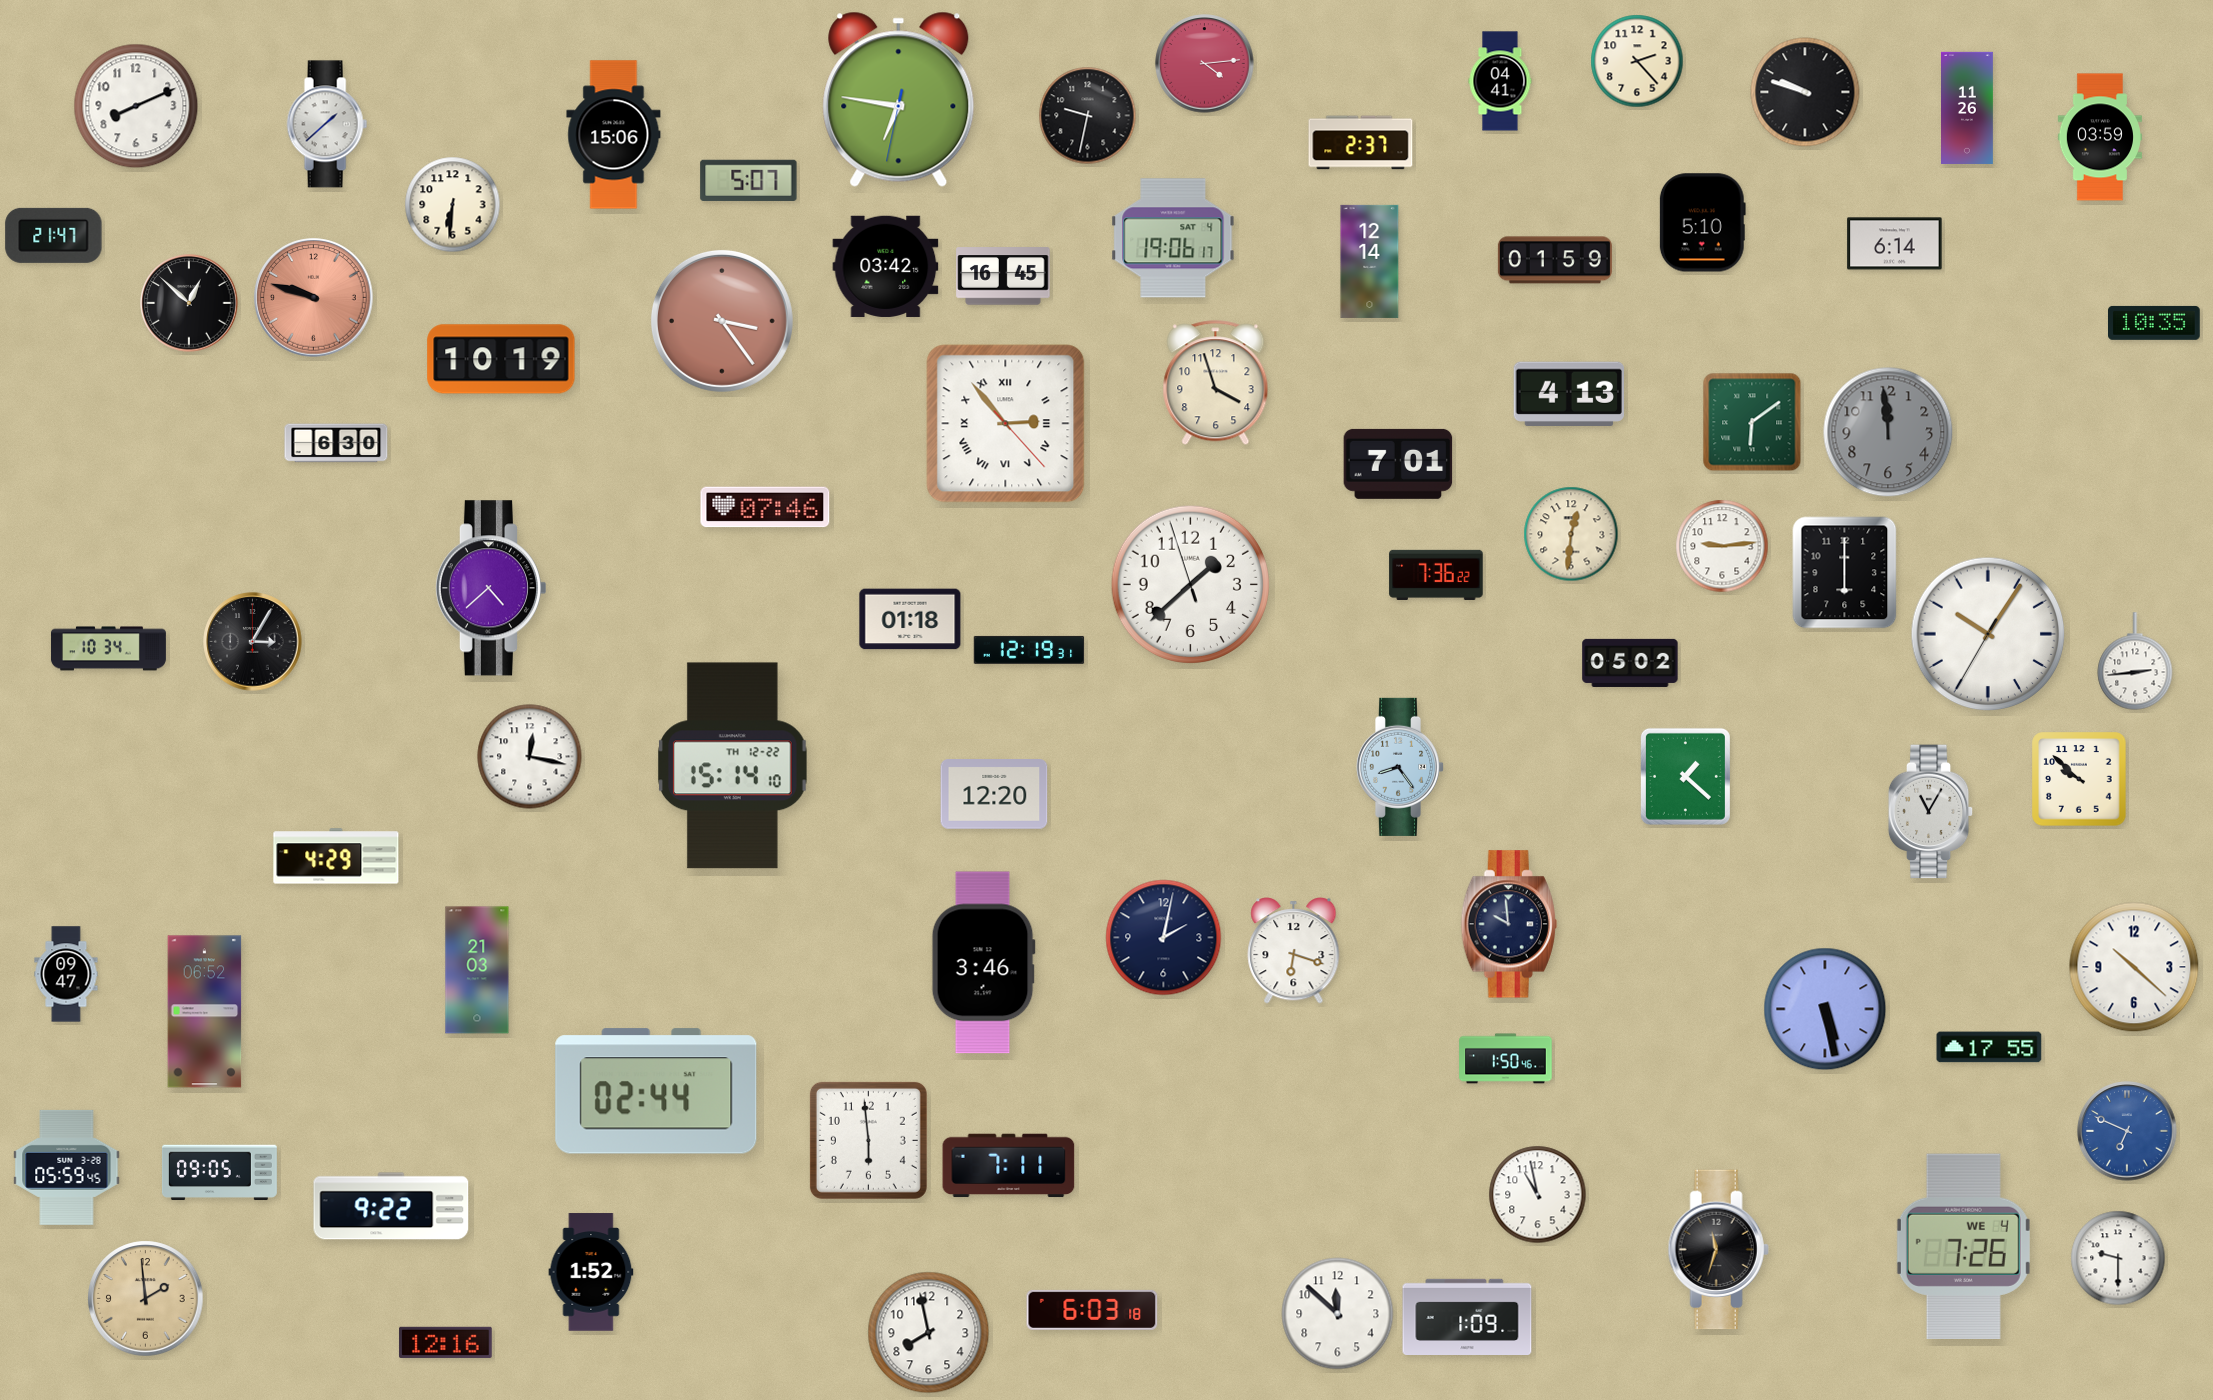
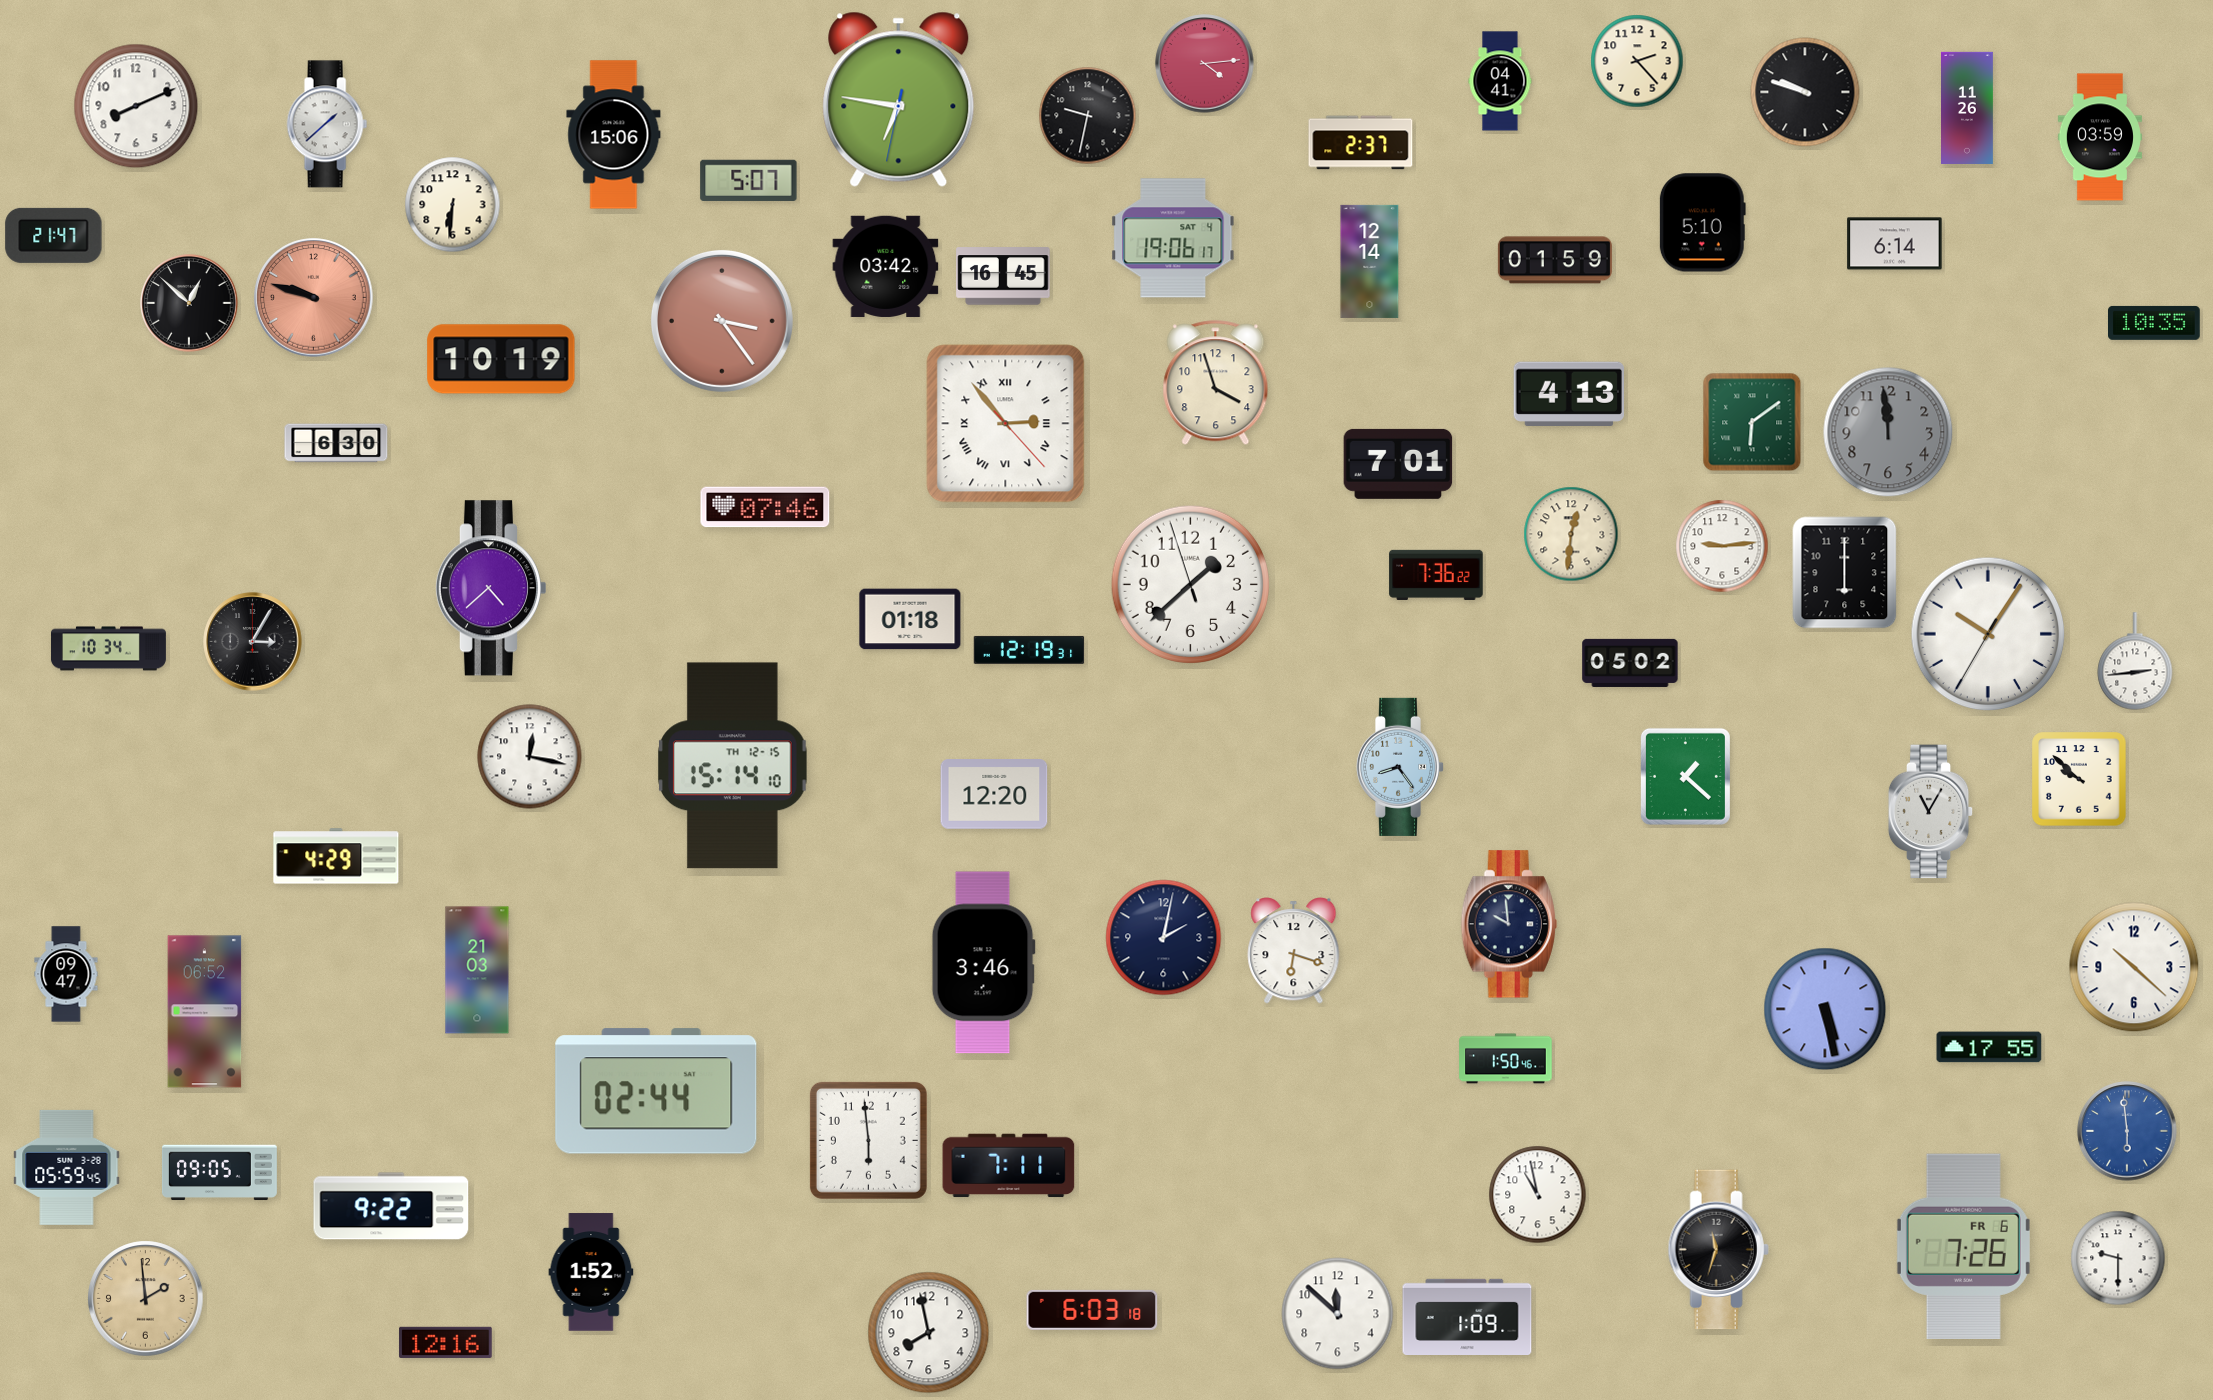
clock at (733, 766) date: TH 12-22 -> TH 12-15
clock at (2127, 1131): 6:49 -> 5:59
clock at (1963, 1246) date: WE 4 -> FR 6
